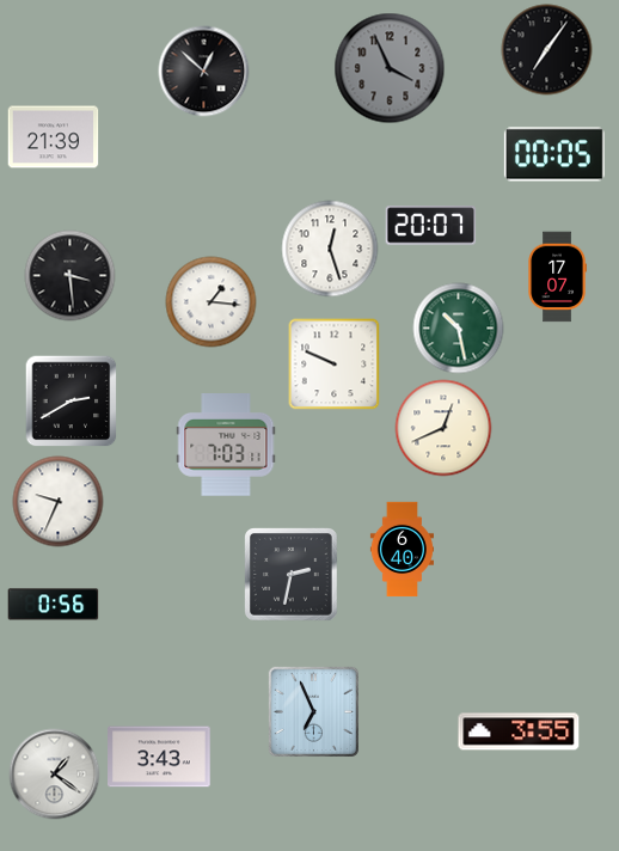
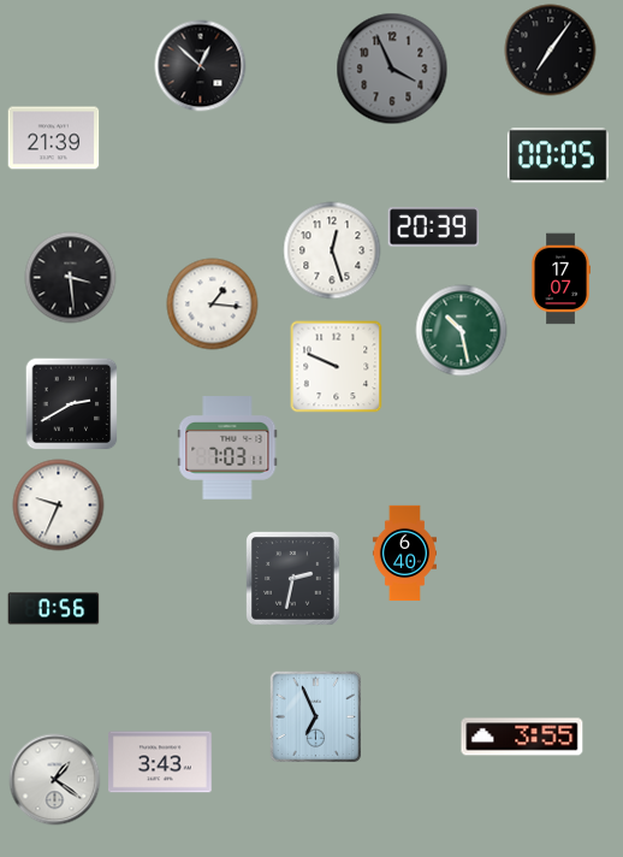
clock at (204, 72) position: (204, 72) -> (201, 66)
clock at (431, 226): 20:07 -> 20:39
clock at (443, 428): 12:41 -> none
